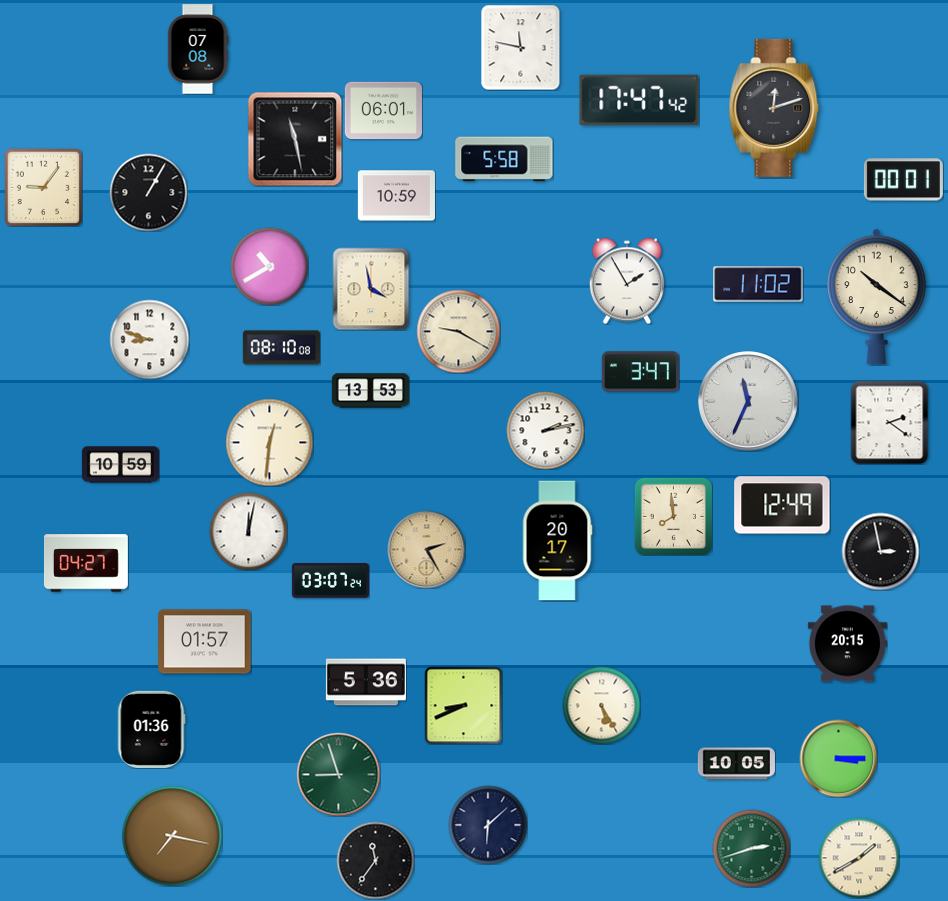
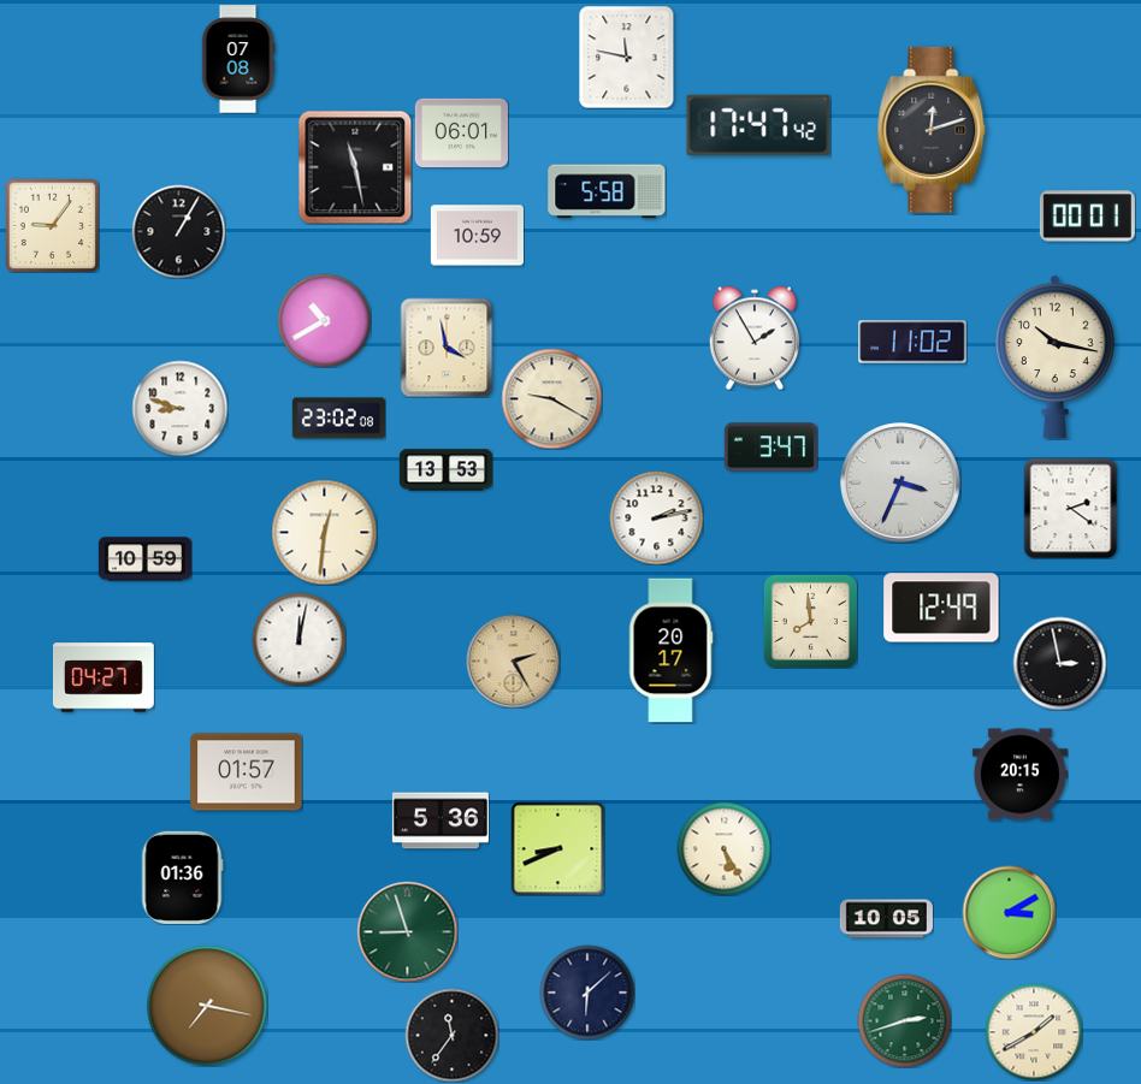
clock at (639, 100) position: (639, 100) -> (758, 125)
clock at (877, 296): 10:21 -> 10:17
clock at (281, 348): 08:10 -> 23:02
clock at (748, 401): 11:34 -> 3:34
clock at (330, 581): 03:07 -> none
clock at (838, 758): 3:15 -> 3:10
